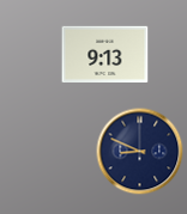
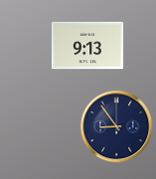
clock at (140, 152): 8:49 -> 8:54
